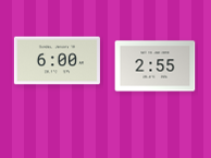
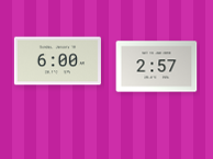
clock at (156, 66): 2:55 -> 2:57
